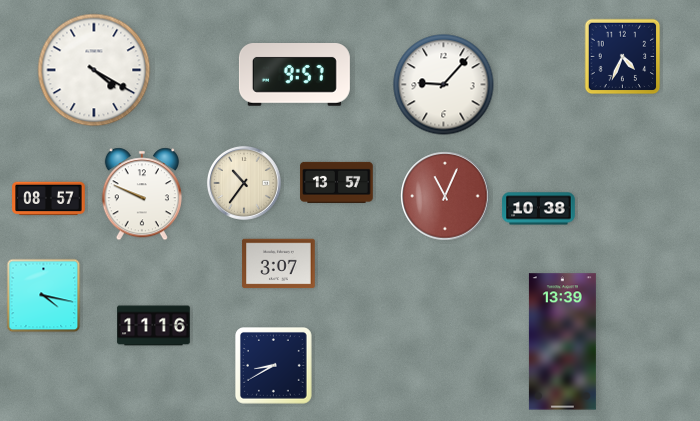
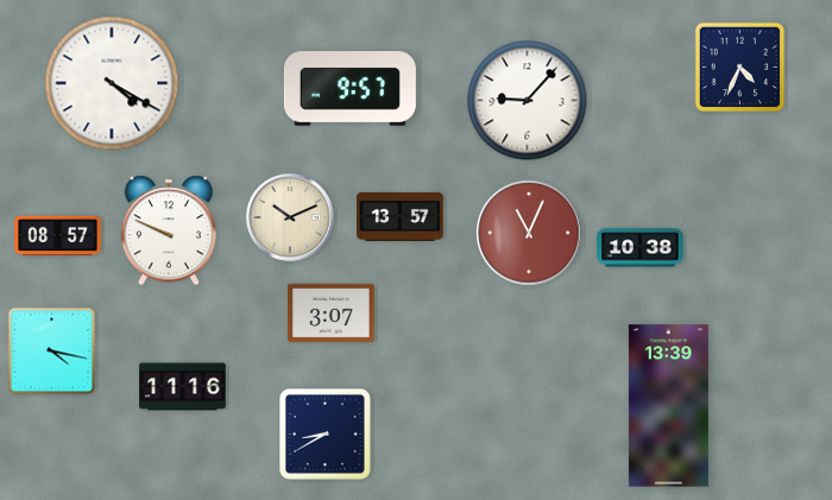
clock at (244, 183): 10:36 -> 10:11
